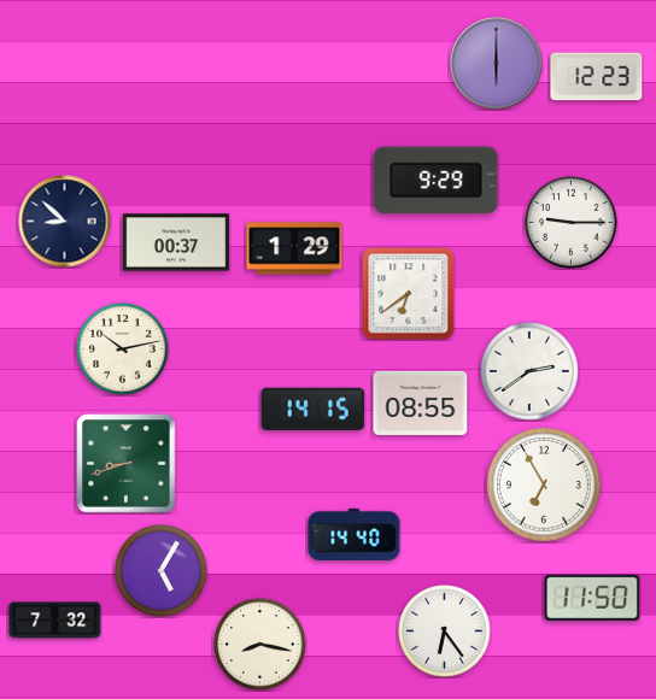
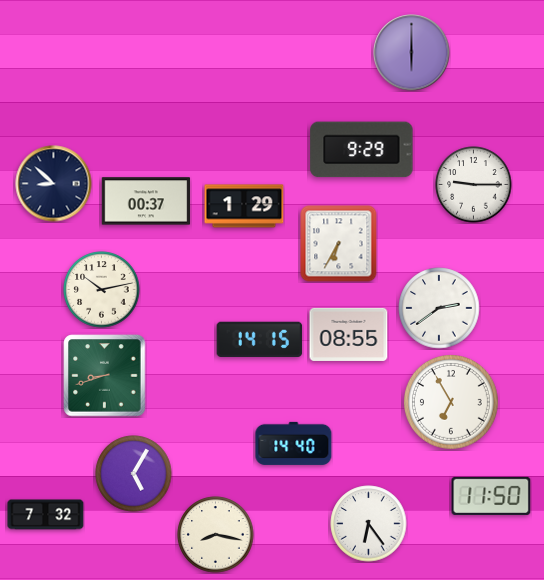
clock at (597, 77): 12:23 -> none
clock at (409, 294): 6:39 -> 6:35
clock at (127, 464) position: (127, 464) -> (105, 376)
